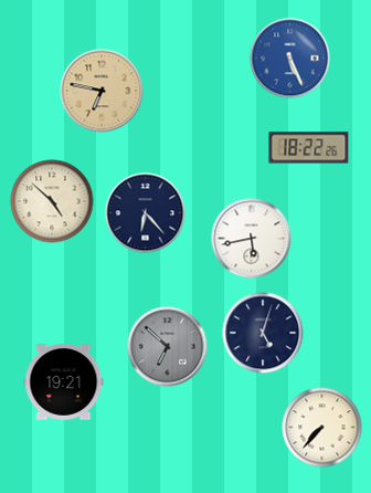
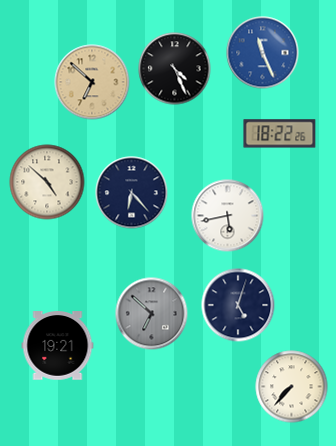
clock at (290, 59): 5:26 -> 11:26
clock at (175, 69): none -> 4:26
clock at (102, 91): 6:47 -> 6:52
clock at (263, 333) position: (263, 333) -> (238, 305)
